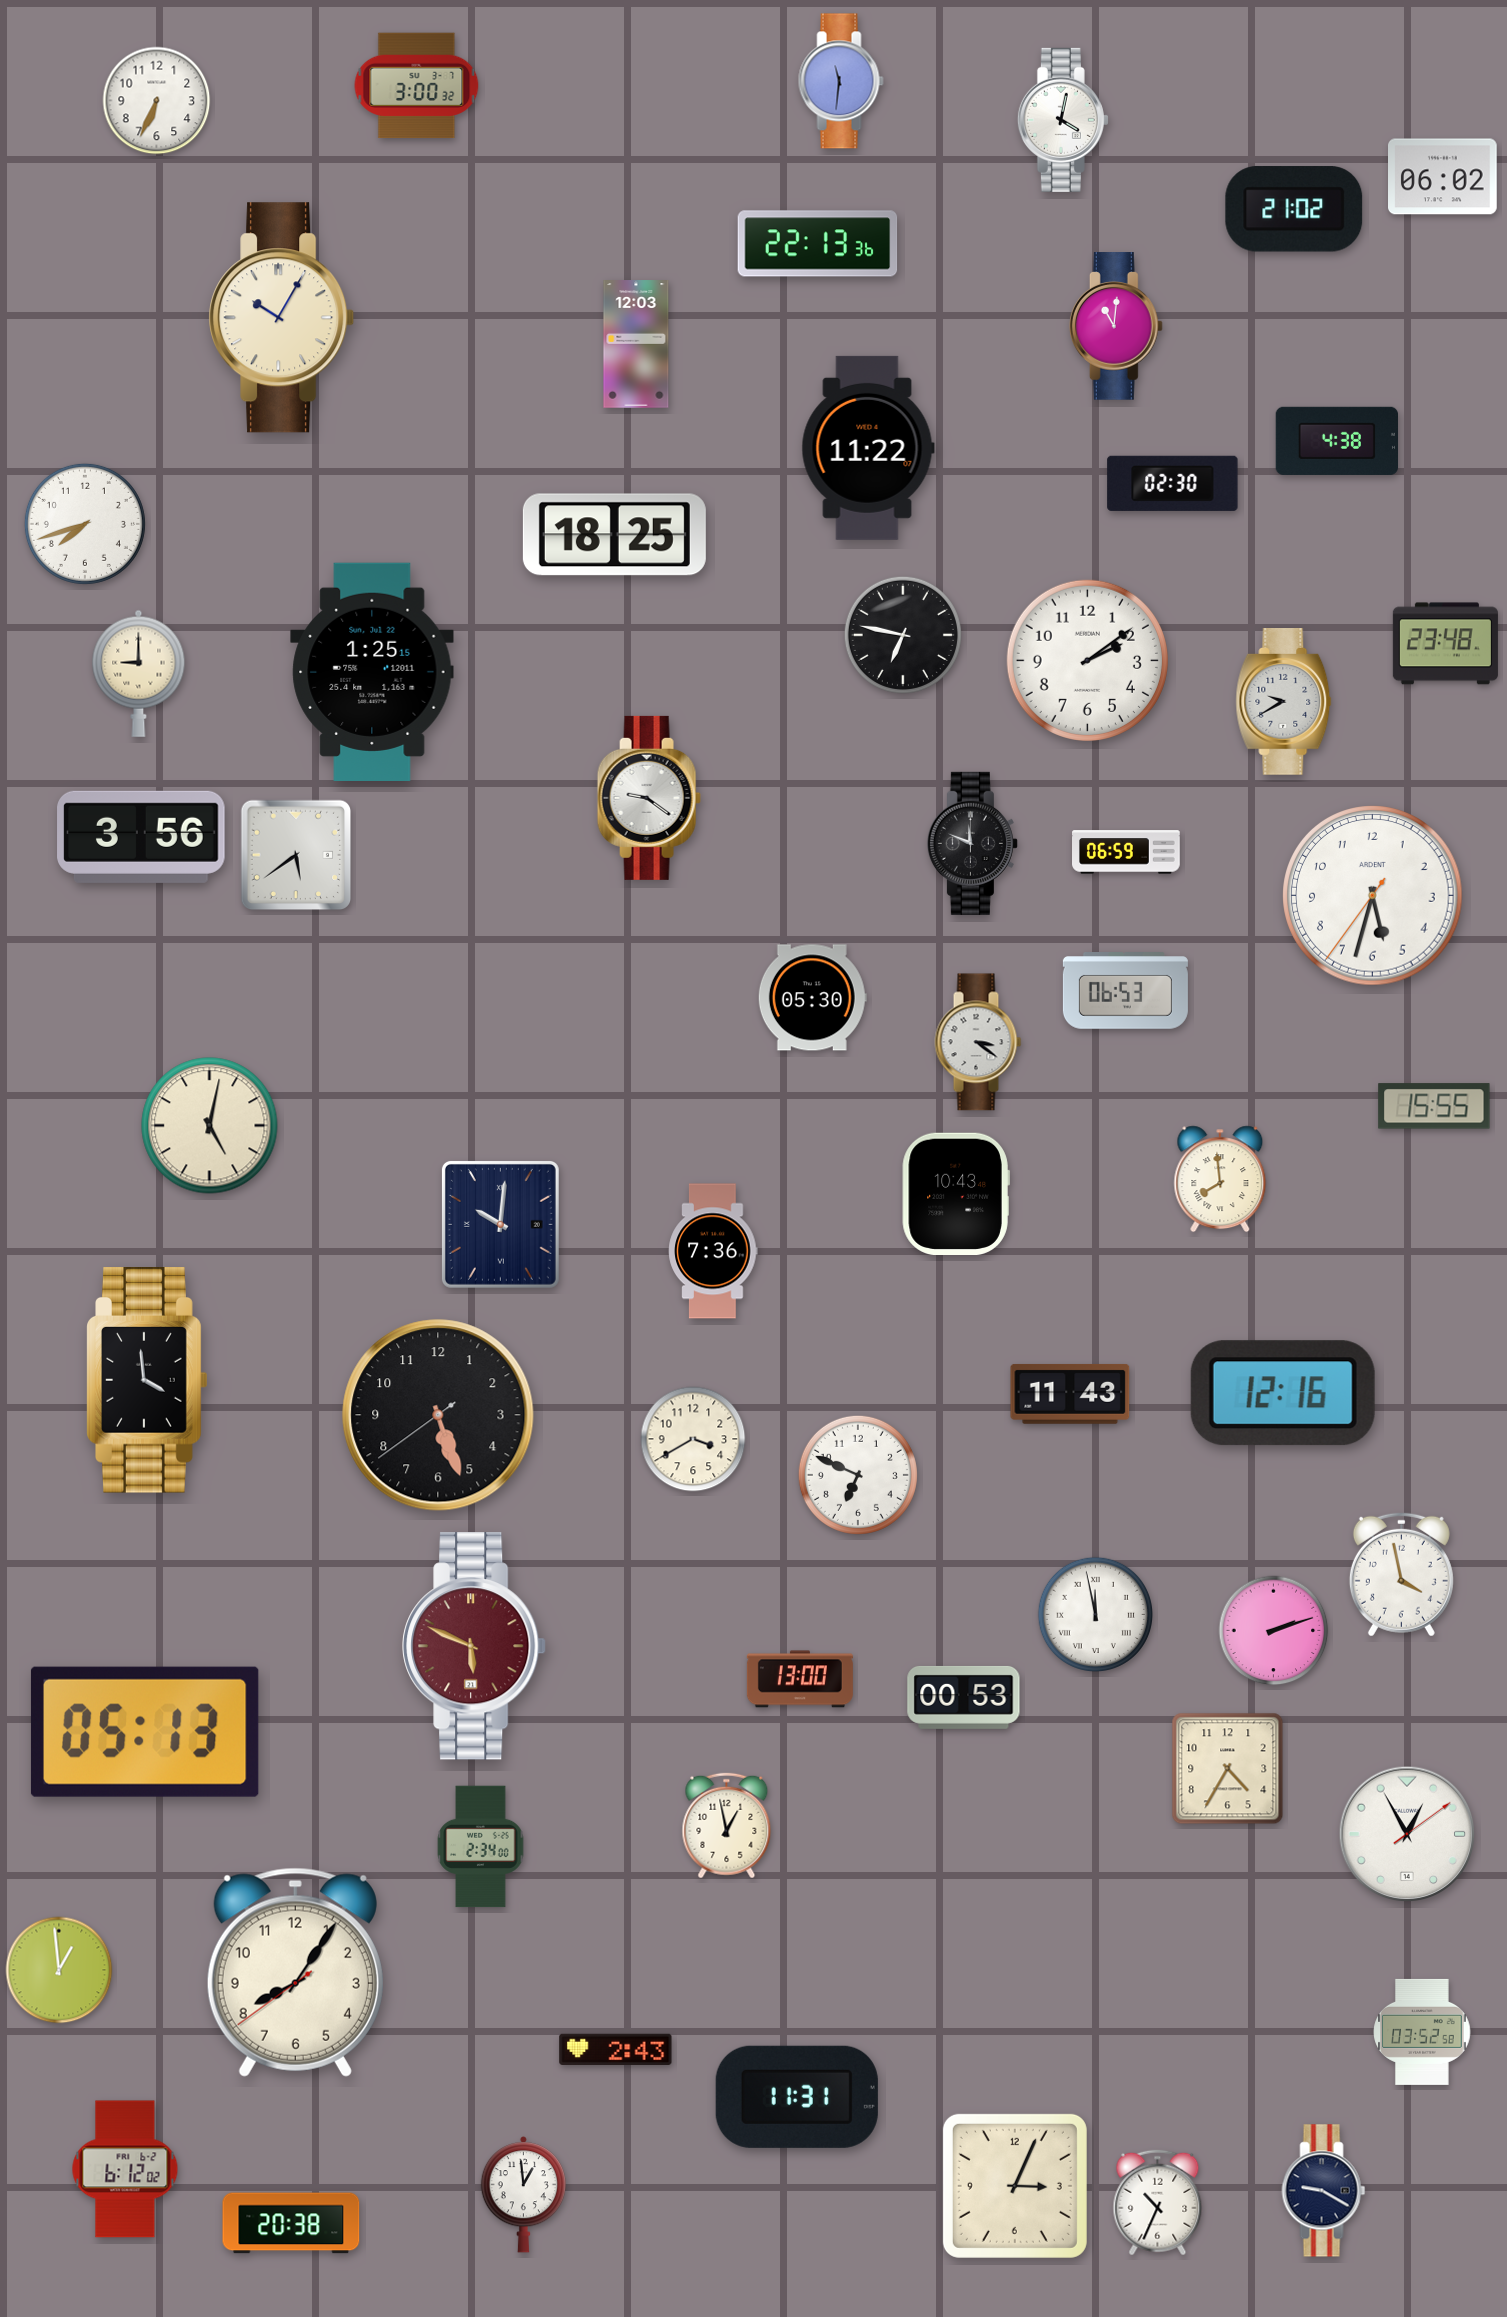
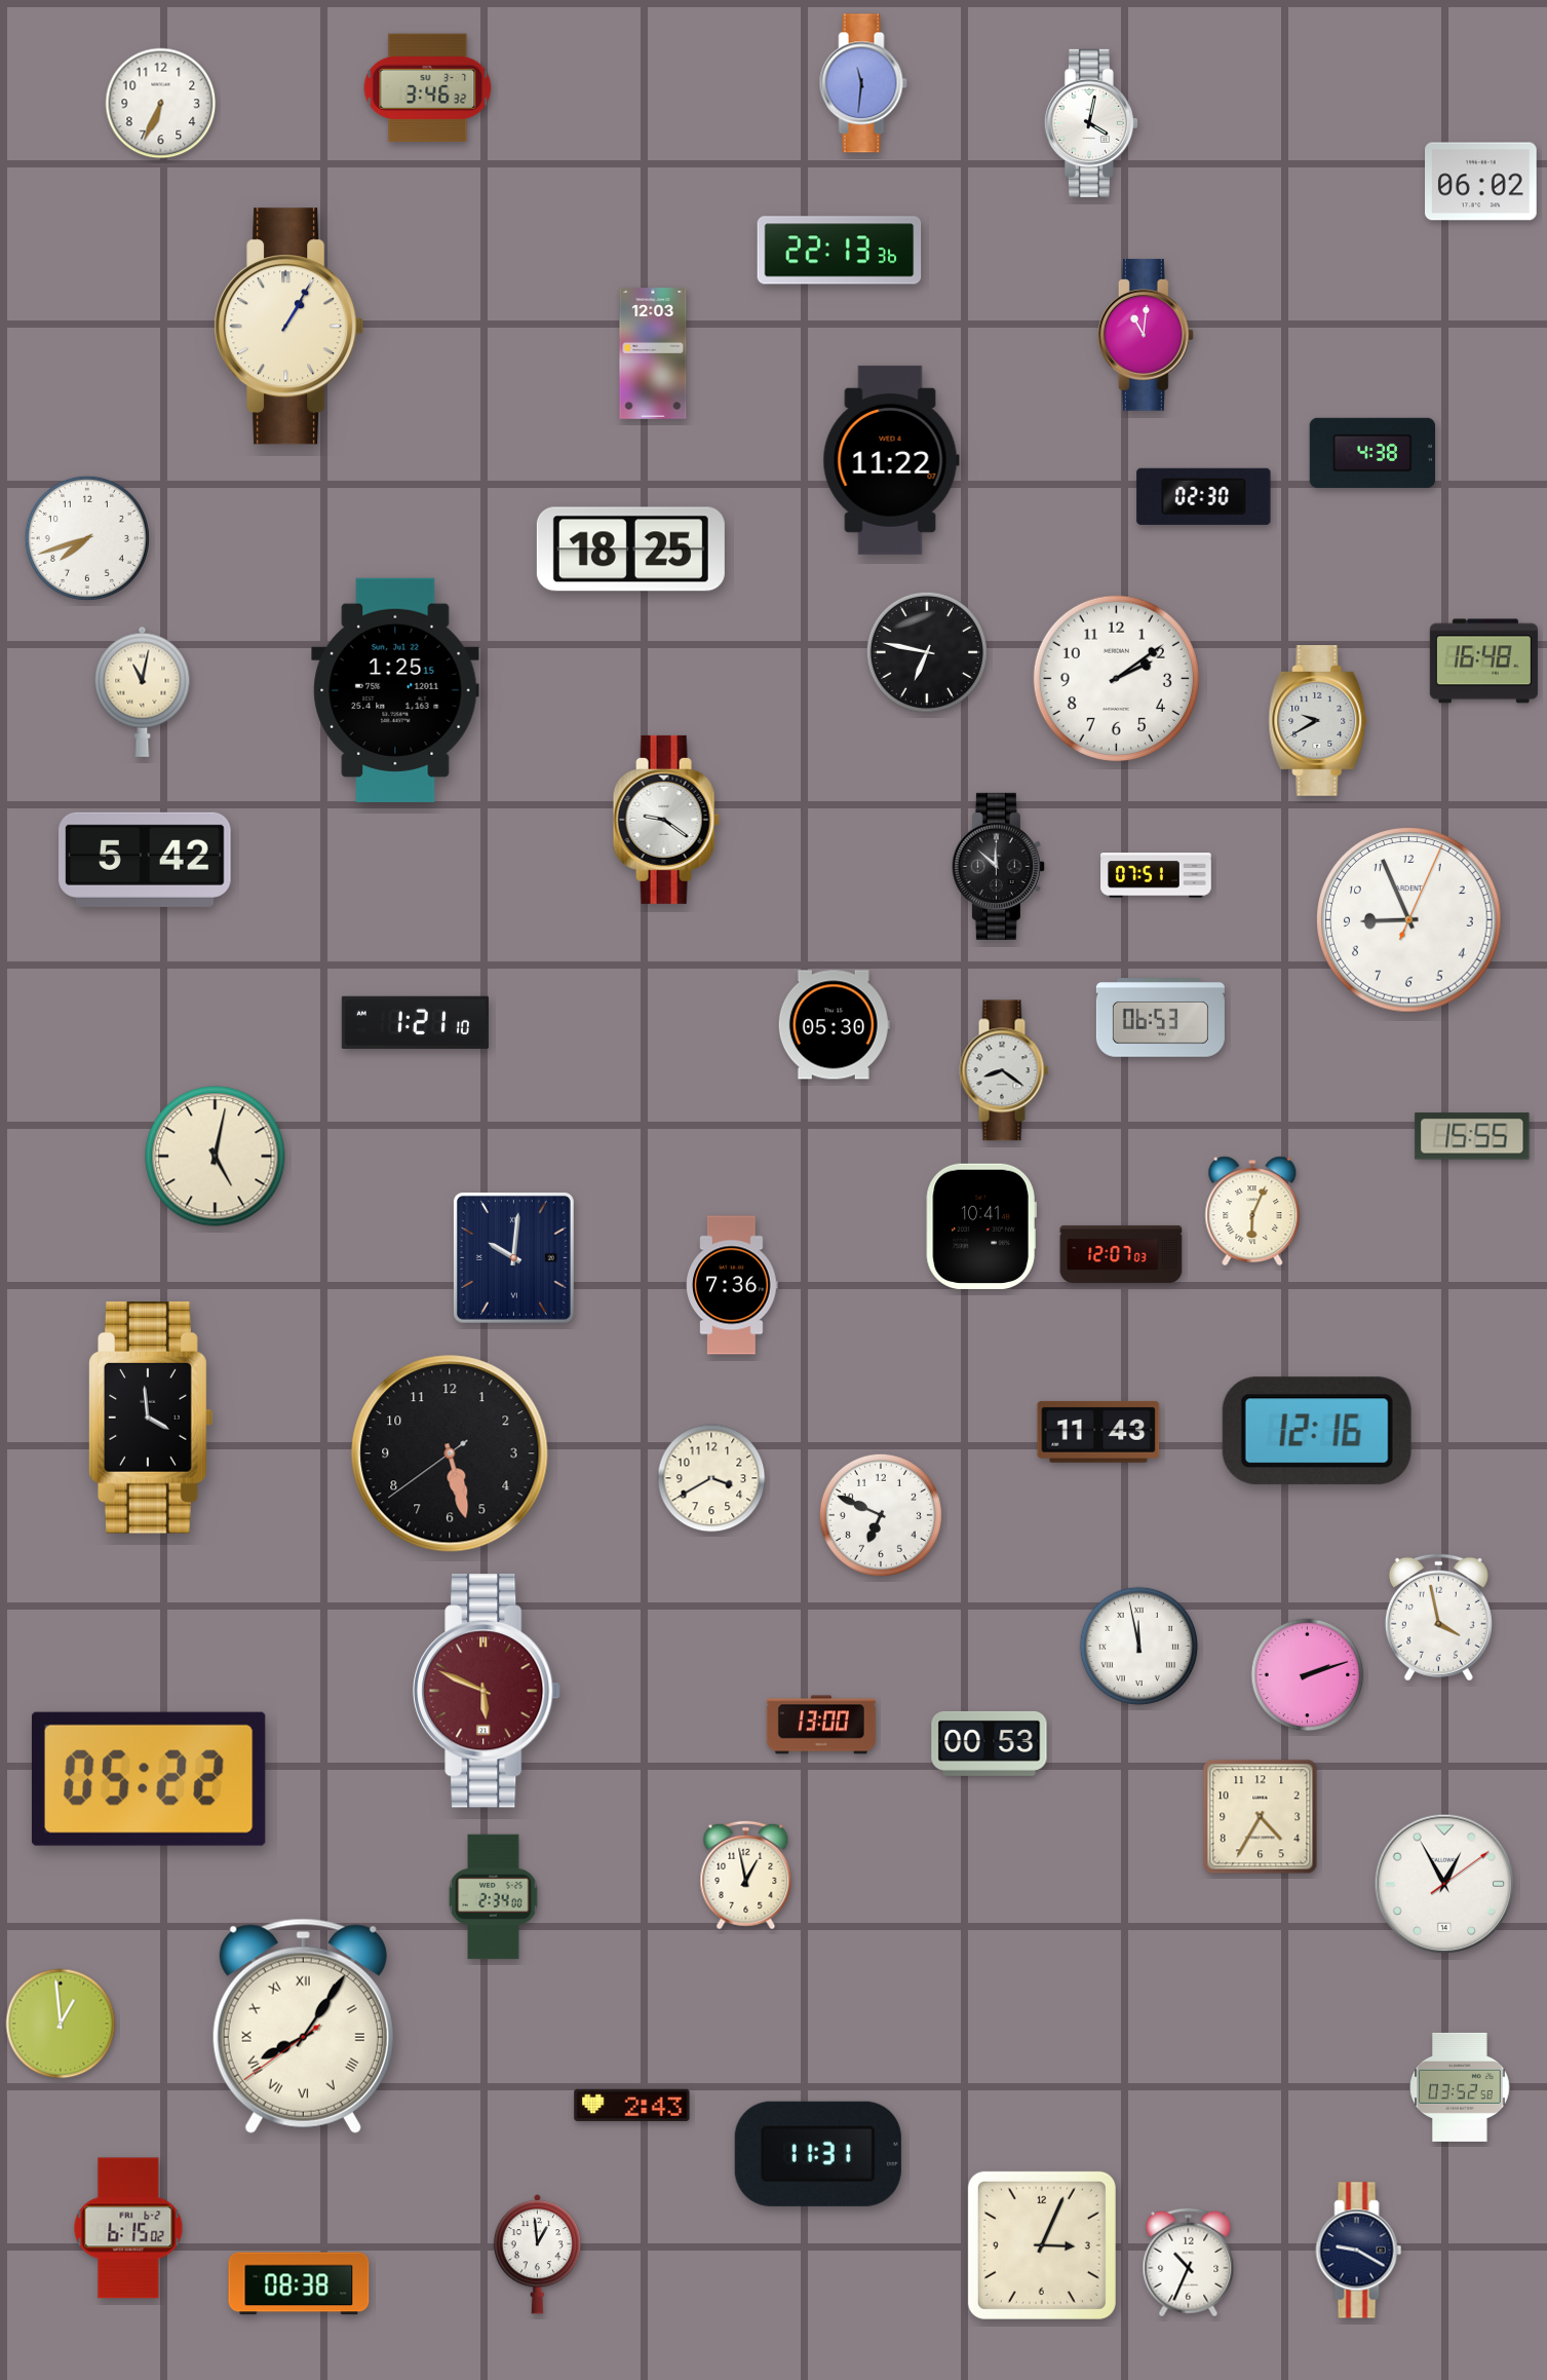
clock at (417, 86): 3:00 -> 3:46
clock at (1294, 209): 21:02 -> none
clock at (282, 318): 10:05 -> 1:05
clock at (1445, 644): 23:48 -> 16:48
clock at (372, 672) position: (372, 672) -> (395, 690)
clock at (139, 673): 9:00 -> 11:02
clock at (141, 837): 3:56 -> 5:42
clock at (972, 843): 11:49 -> 11:52
clock at (1127, 852): 06:59 -> 07:51
clock at (296, 855): 5:39 -> none
clock at (1373, 896): 5:32 -> 8:56
clock at (1125, 991) position: (1125, 991) -> (1160, 1018)
clock at (415, 1022): none -> 1:21
clock at (978, 1042): 3:21 -> 8:21
clock at (1220, 1179): 7:59 -> 6:04
clock at (956, 1193): 10:43 -> 10:41
clock at (1121, 1254): none -> 12:07
clock at (438, 1415): 5:26 -> 5:27
clock at (1095, 1614) position: (1095, 1614) -> (1138, 1646)
clock at (145, 1732): 05:13 -> 05:22
clock at (295, 1972) numerals: Arabic -> Roman
clock at (125, 2169): 6:12 -> 6:15
clock at (291, 2223): 20:38 -> 08:38
